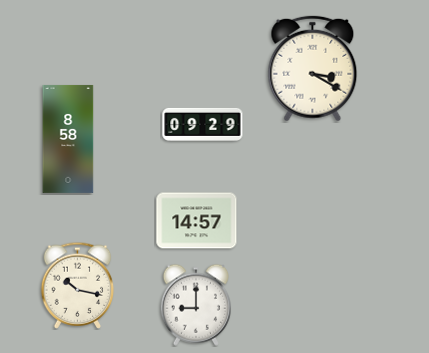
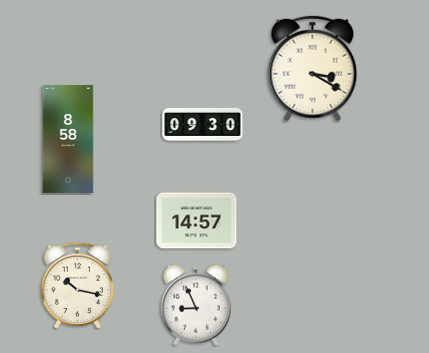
clock at (203, 124): 09:29 -> 09:30
clock at (195, 305): 9:00 -> 8:56
